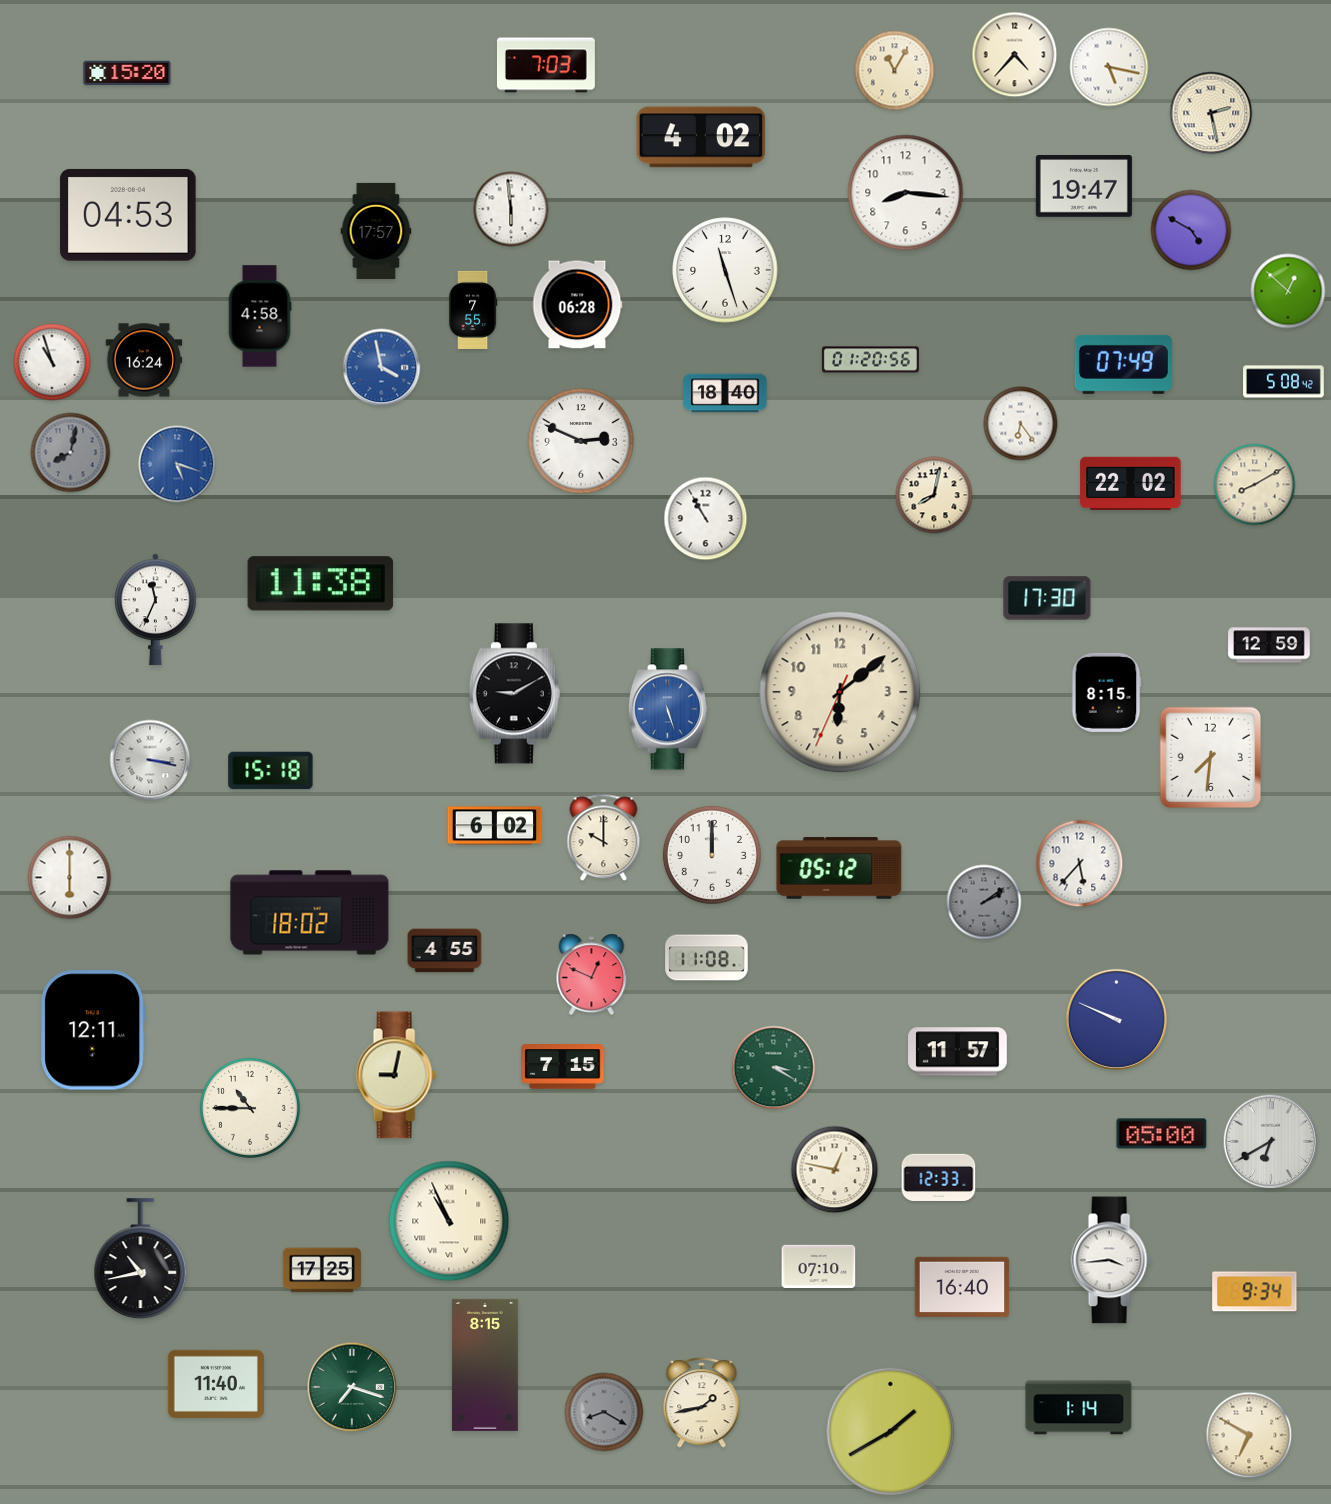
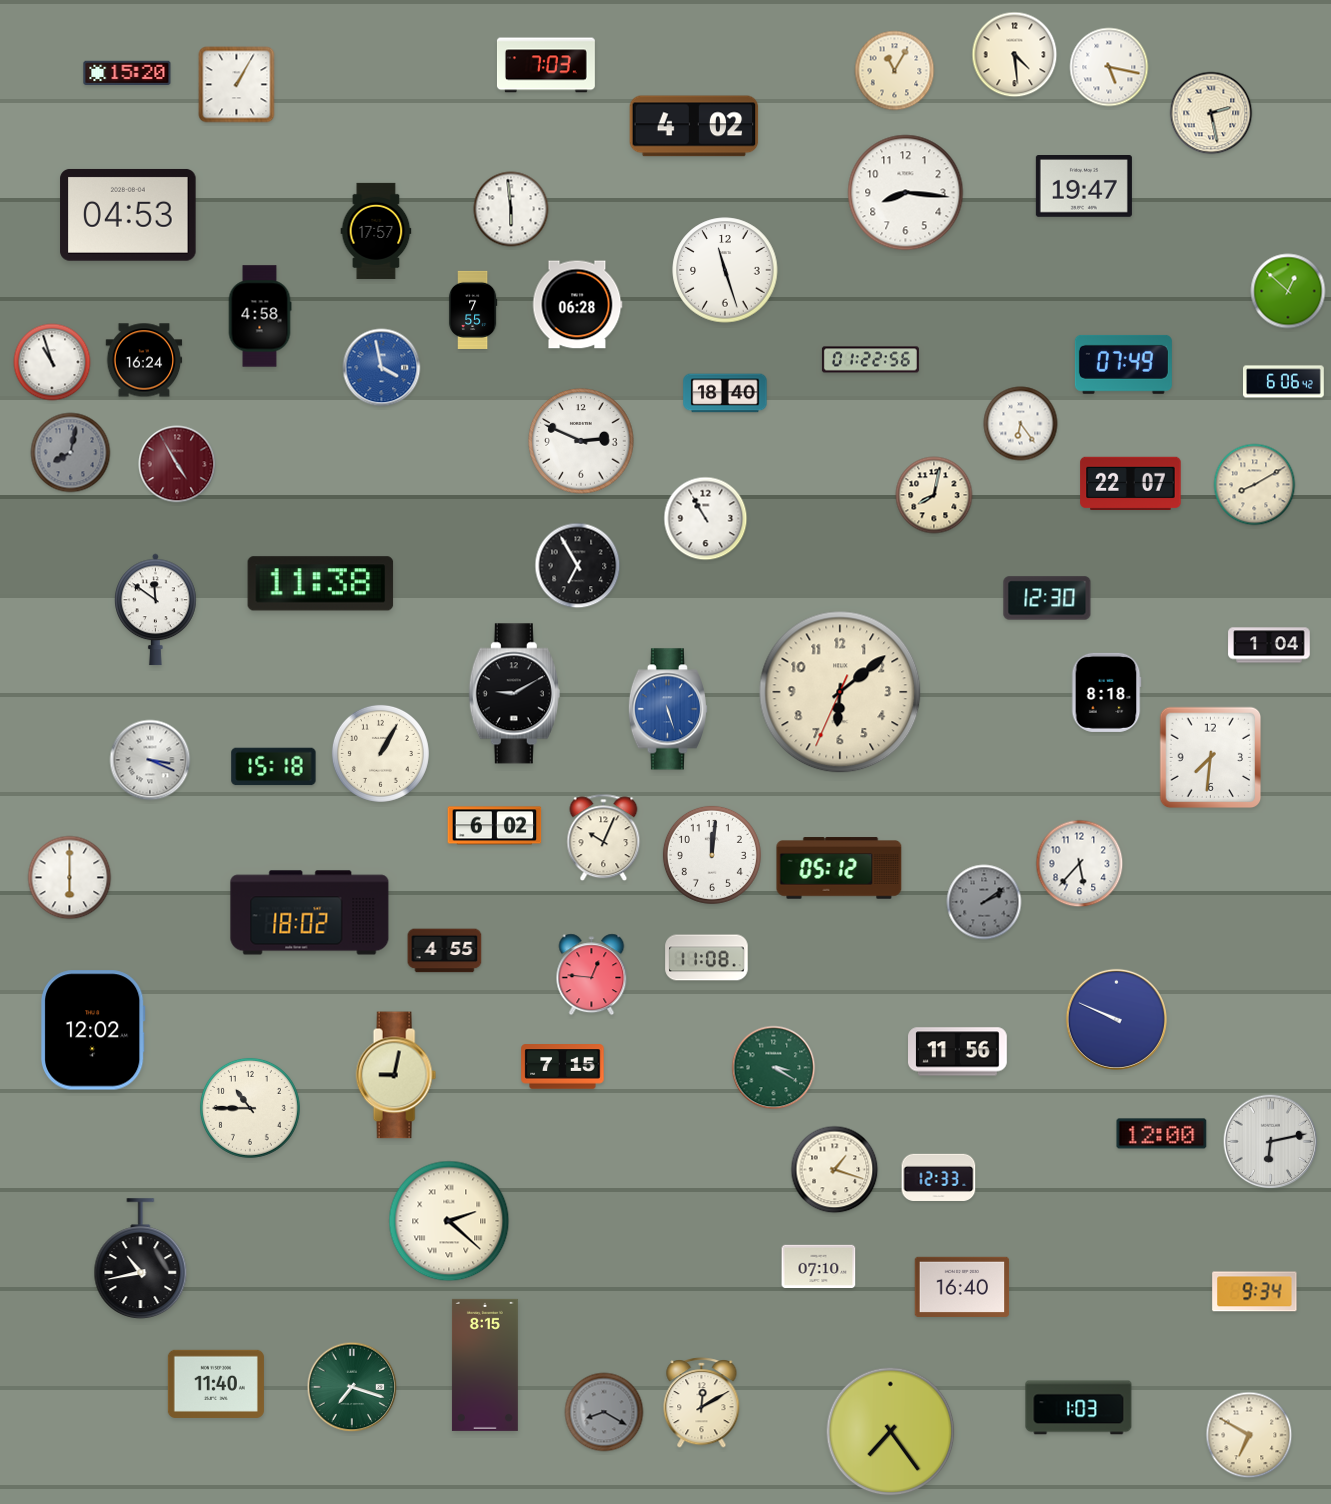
clock at (1015, 55): 4:37 -> 4:29
clock at (237, 85): none -> 1:05
clock at (701, 137) position: (701, 137) -> (694, 126)
clock at (1191, 230): 4:50 -> none
clock at (870, 360): 01:20 -> 01:22
clock at (1284, 382): 5:08 -> 6:06
clock at (177, 464): 5:18 -> 4:55
clock at (177, 464) dial: blue -> burgundy
clock at (1131, 483): 22:02 -> 22:07
clock at (578, 566): none -> 6:55
clock at (1047, 598): 17:30 -> 12:30
clock at (156, 610): 11:34 -> 11:51
clock at (1269, 645): 12:59 -> 1:04
clock at (1106, 692): 8:15 -> 8:18
clock at (380, 753): none -> 1:05
clock at (150, 760): 3:17 -> 3:19
clock at (271, 771) position: (271, 771) -> (274, 767)
clock at (604, 838): 10:00 -> 10:04
clock at (712, 855): 12:00 -> 12:01
clock at (592, 975): 12:49 -> 12:46
clock at (94, 1030): 12:11 -> 12:02
clock at (958, 1052): 11:57 -> 11:56
clock at (1162, 1134): 05:00 -> 12:00
clock at (1271, 1142): 6:40 -> 6:13
clock at (835, 1170): 12:47 -> 1:18
clock at (449, 1221): 10:56 -> 2:22
clock at (1111, 1260): 3:44 -> none
clock at (322, 1270): 17:25 -> none
clock at (702, 1403): 1:43 -> 12:10
clock at (1079, 1408): 1:14 -> 1:03
clock at (891, 1432): 1:40 -> 7:24
